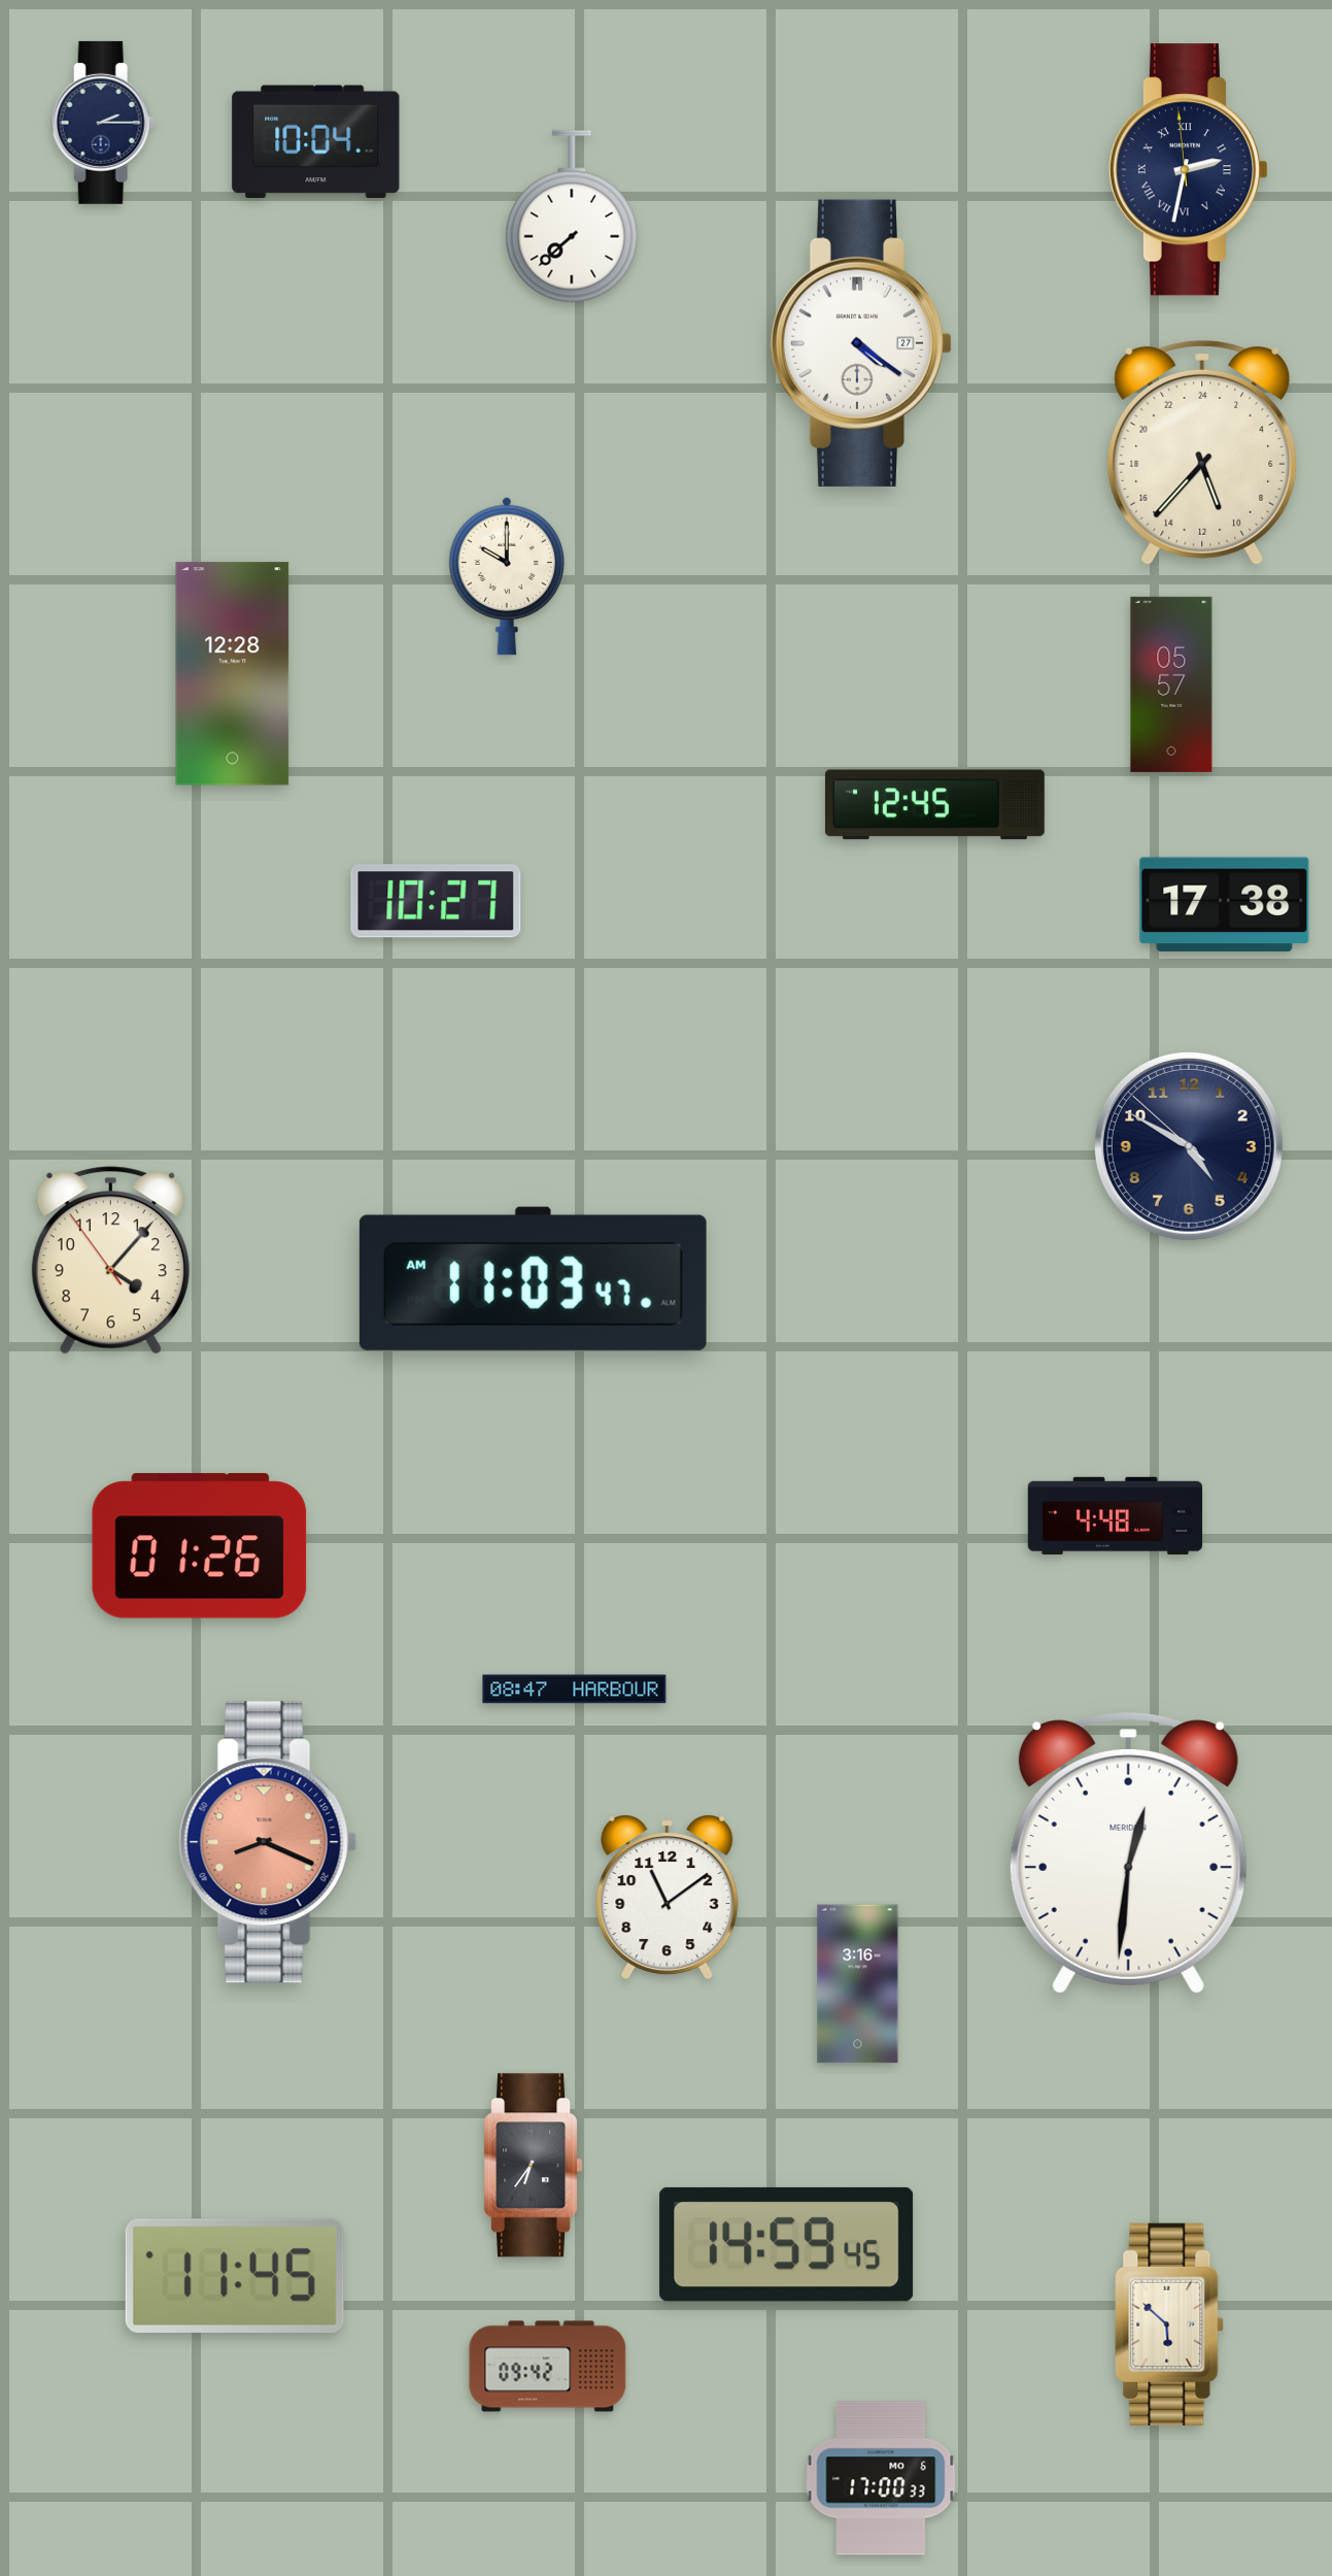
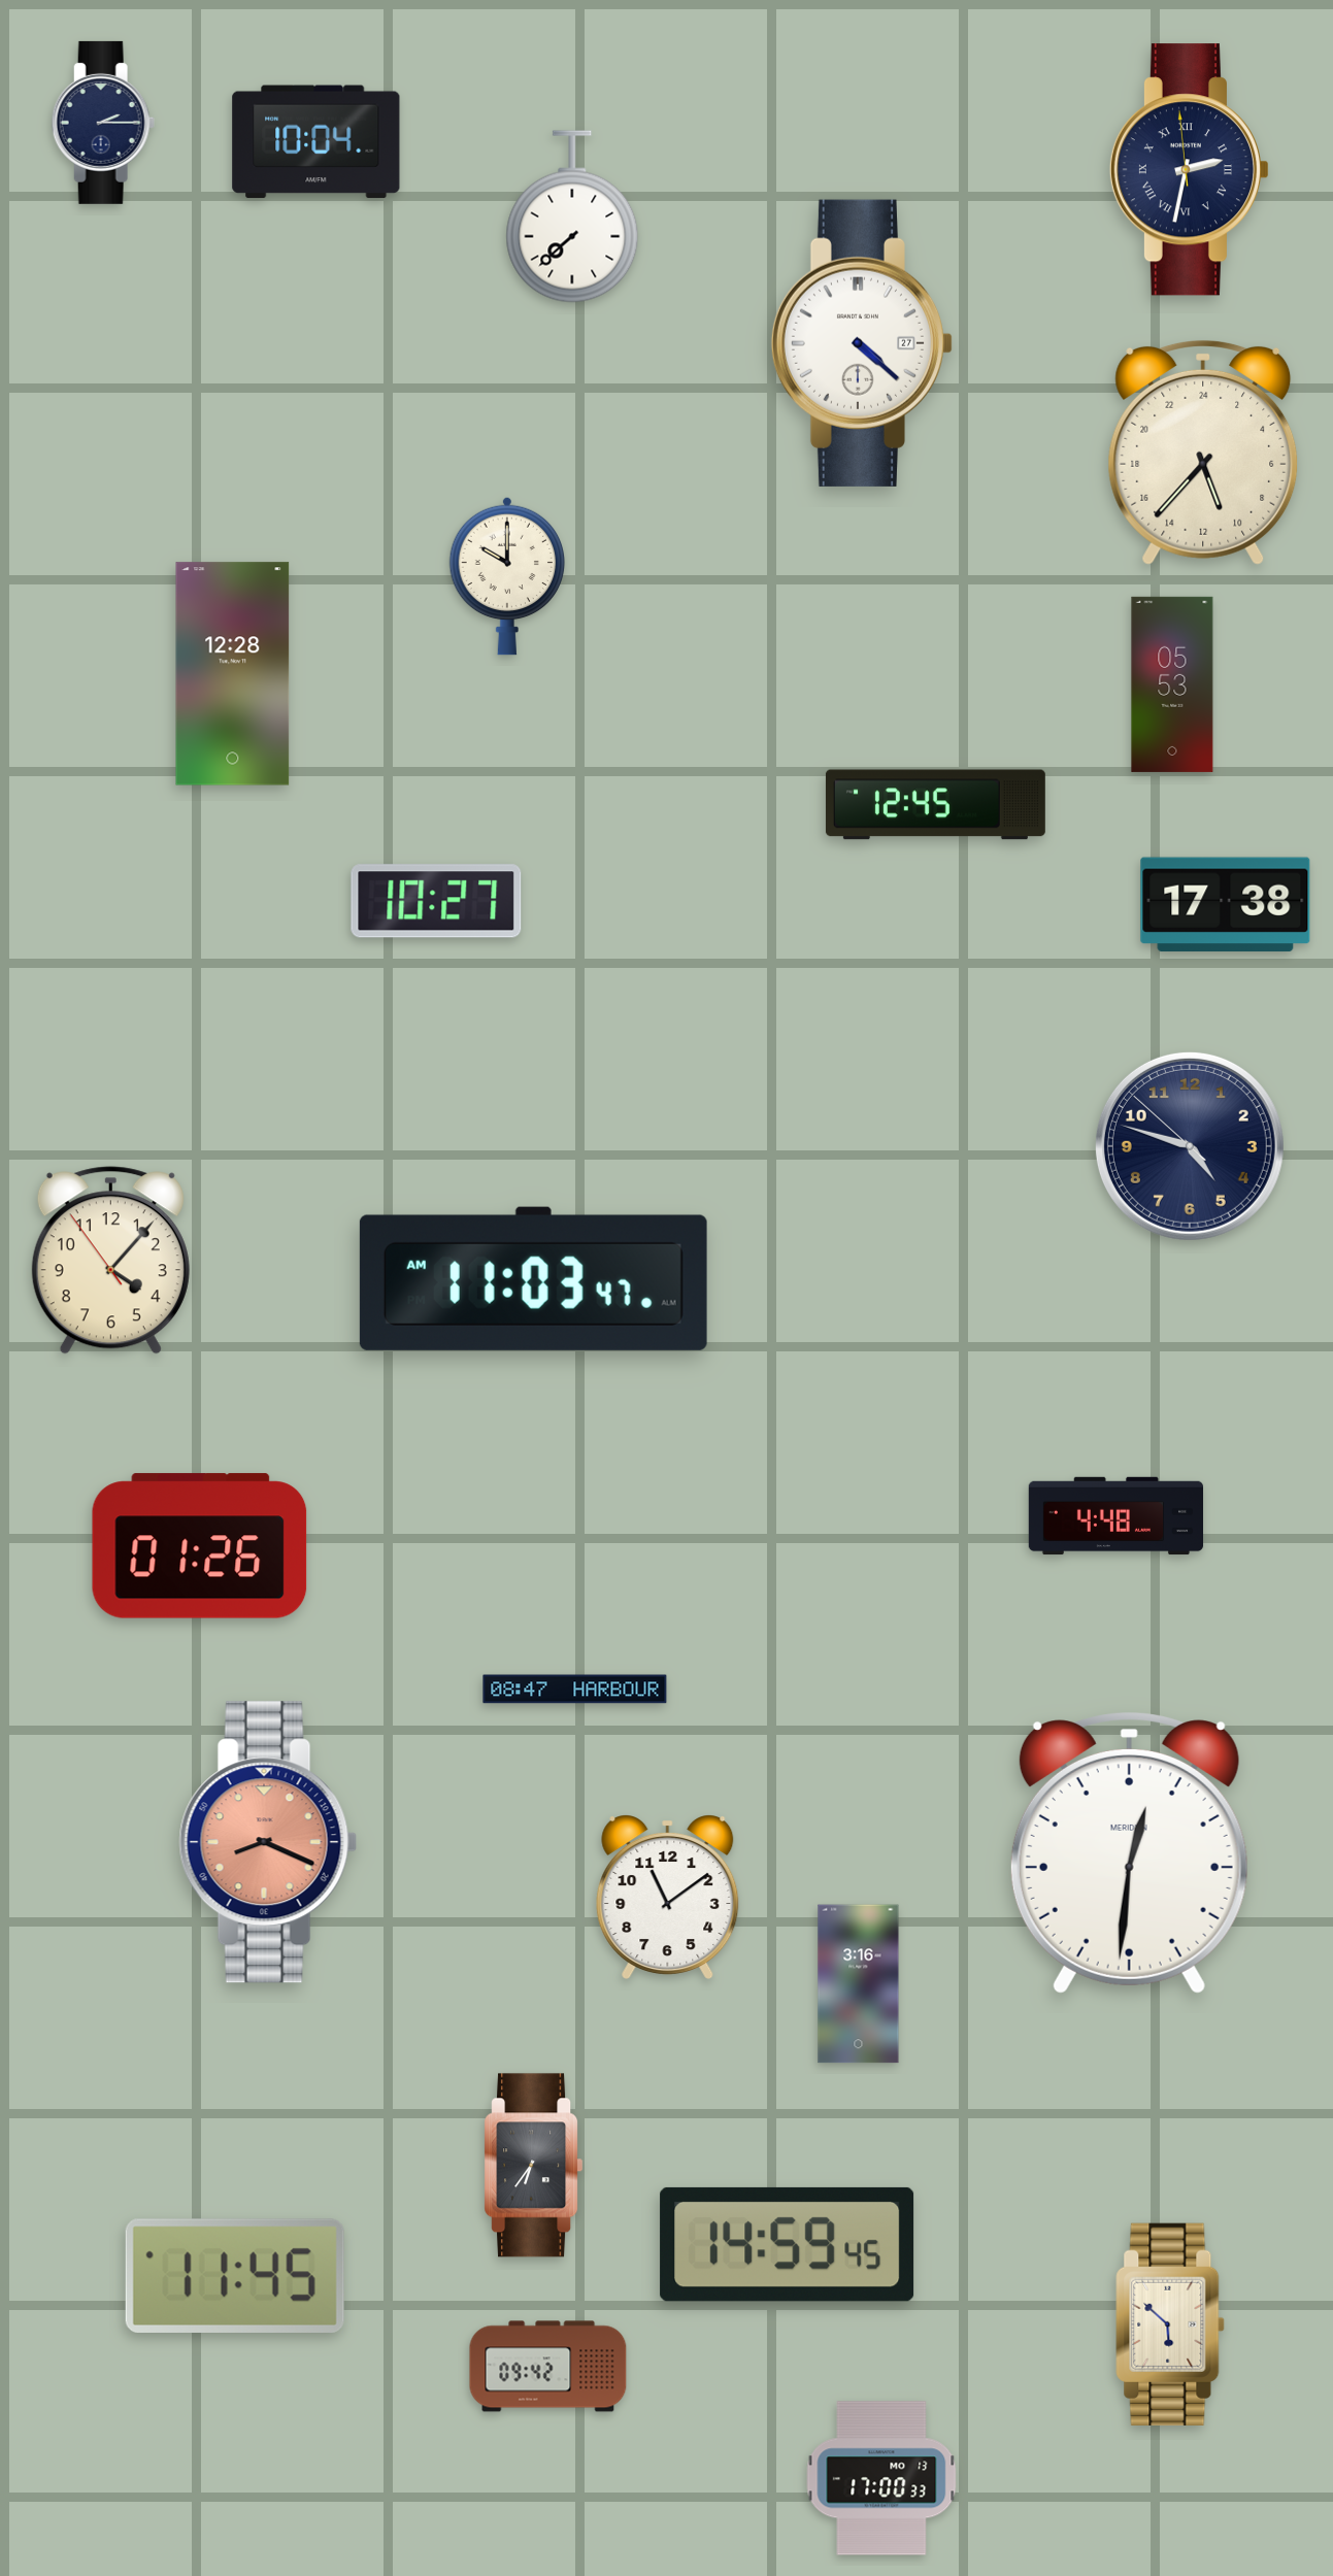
clock at (861, 343): 4:21 -> 4:22
clock at (1171, 684): 05:57 -> 05:53
clock at (1189, 1146): 4:49 -> 4:47
clock at (881, 2478) date: MO 6 -> MO 13
